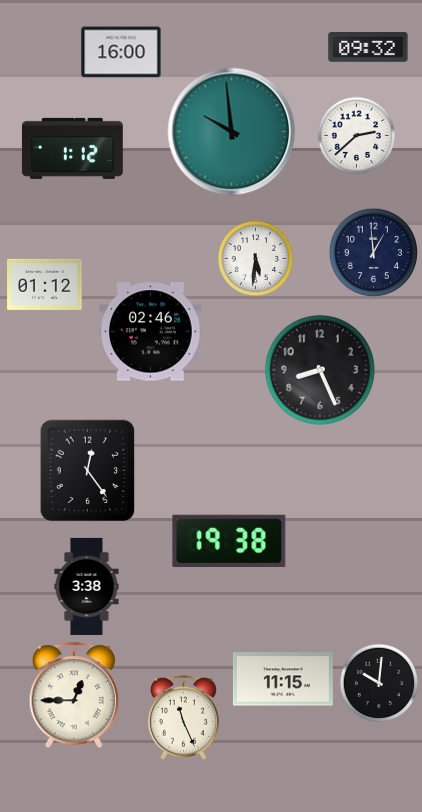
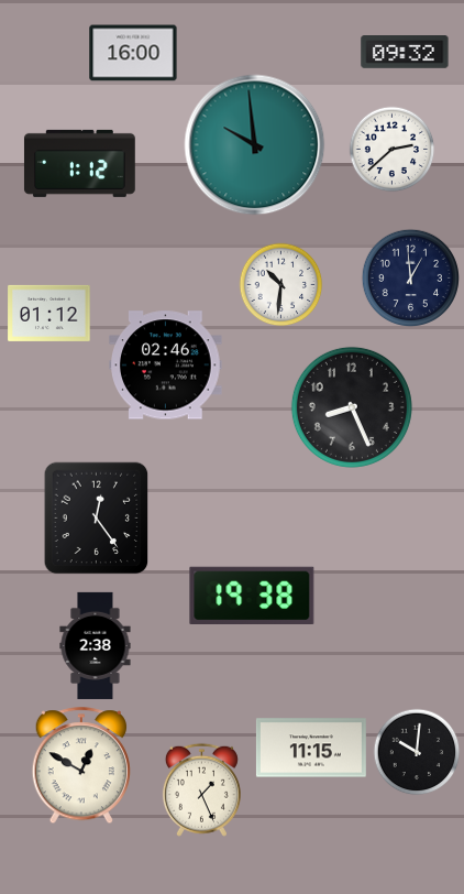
clock at (121, 52) position: (121, 52) -> (133, 53)
clock at (256, 259): 5:31 -> 10:31
clock at (87, 586): 3:38 -> 2:38
clock at (73, 696): 12:45 -> 12:50
clock at (183, 717): 11:26 -> 1:26
